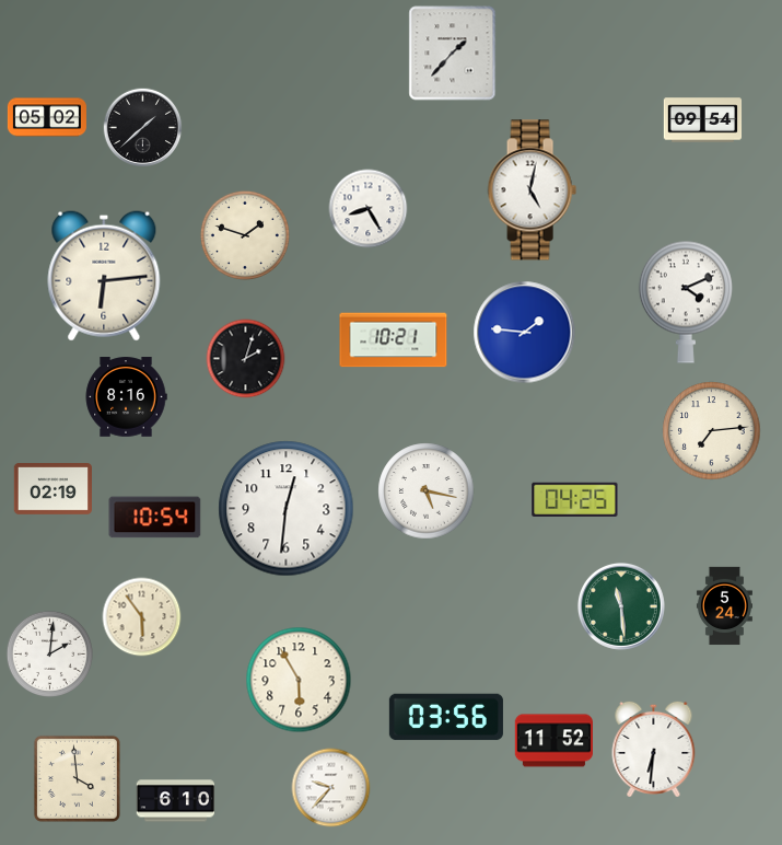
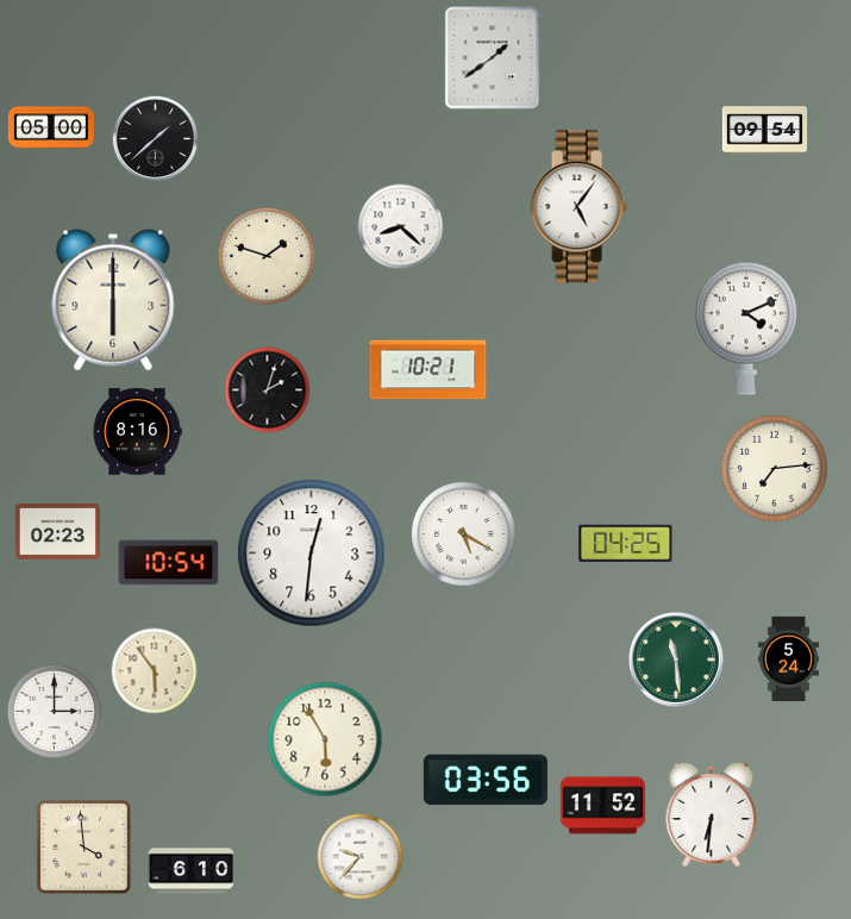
clock at (453, 54): 1:37 -> 1:39
clock at (47, 117): 05:02 -> 05:00
clock at (532, 190): 5:02 -> 5:06
clock at (369, 209): 8:25 -> 8:22
clock at (104, 276): 6:14 -> 6:00
clock at (525, 333): 1:46 -> none
clock at (54, 489): 02:19 -> 02:23
clock at (427, 491): 5:17 -> 5:20
clock at (49, 653): 2:01 -> 3:00
